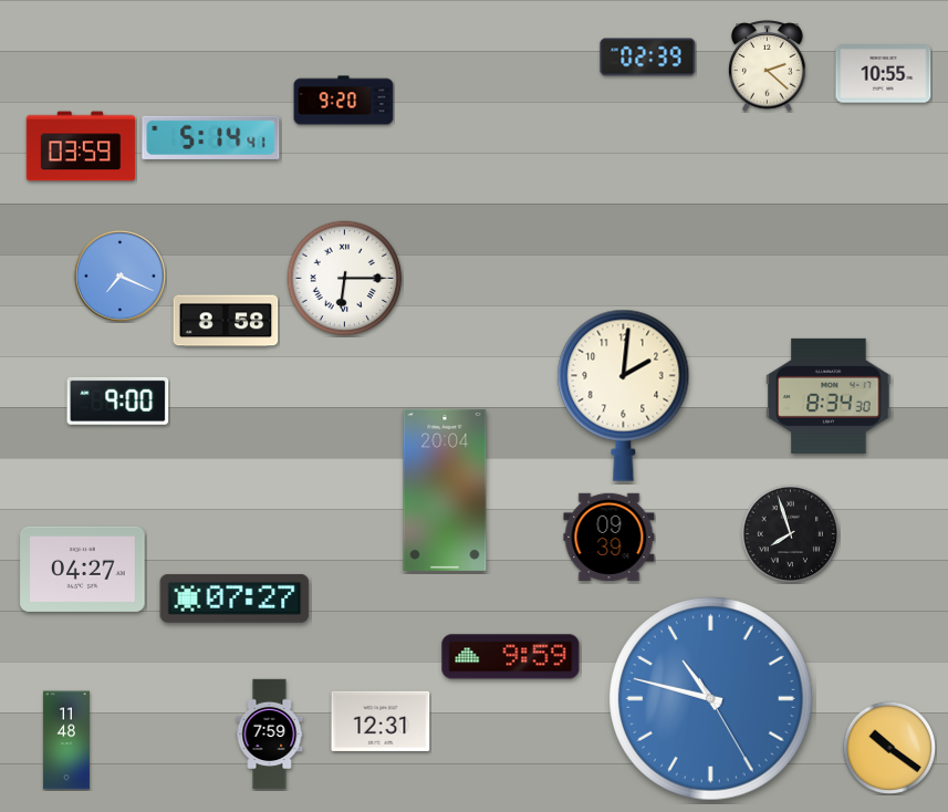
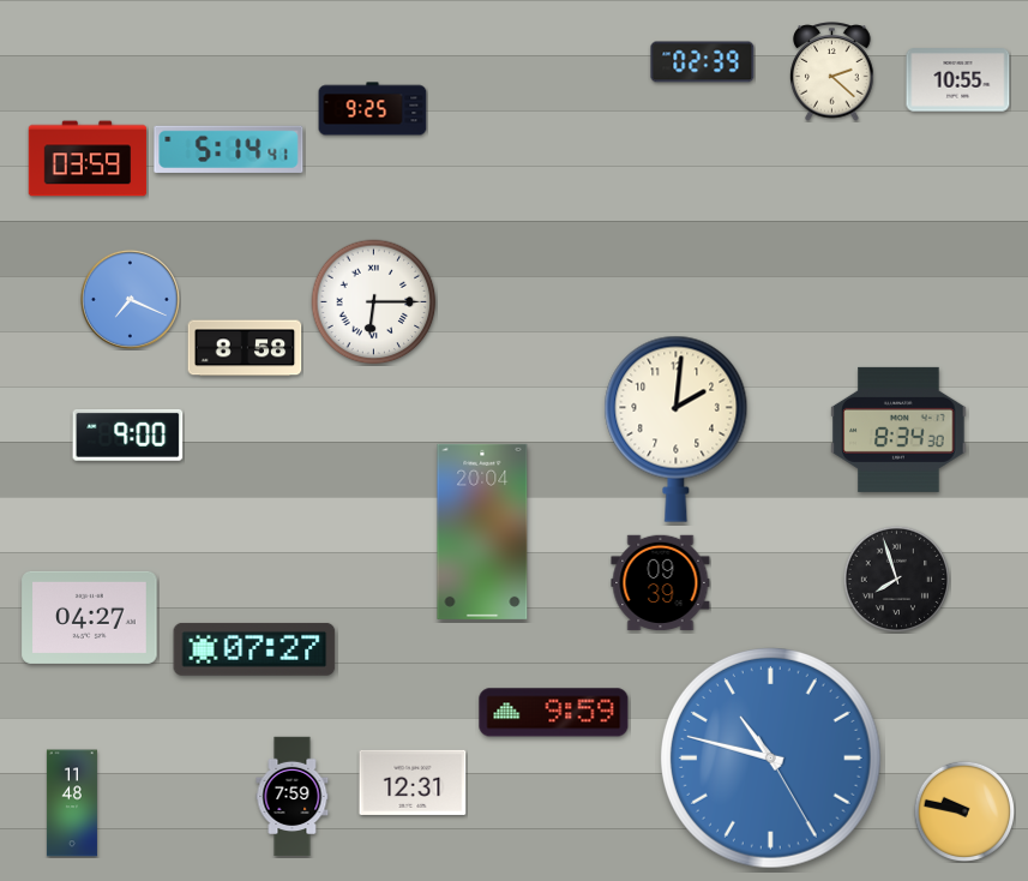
clock at (344, 101): 9:20 -> 9:25
clock at (790, 533) position: (790, 533) -> (896, 579)
clock at (888, 747): 10:21 -> 9:47
